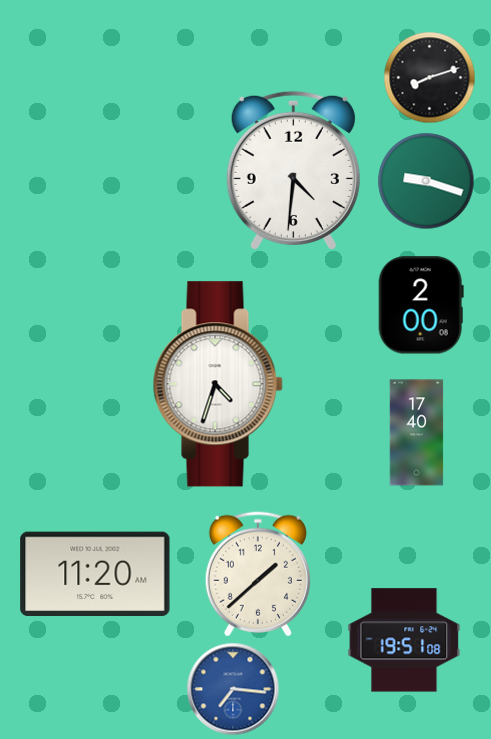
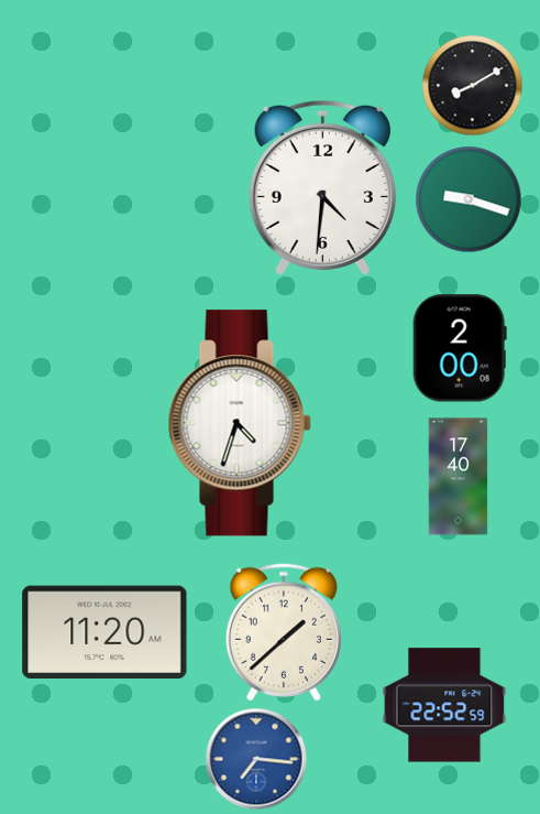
clock at (429, 77): 8:12 -> 8:10
clock at (421, 305) position: (421, 305) -> (460, 348)
clock at (404, 640): 19:51 -> 22:52
